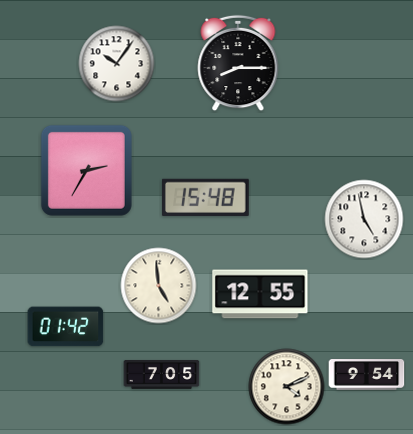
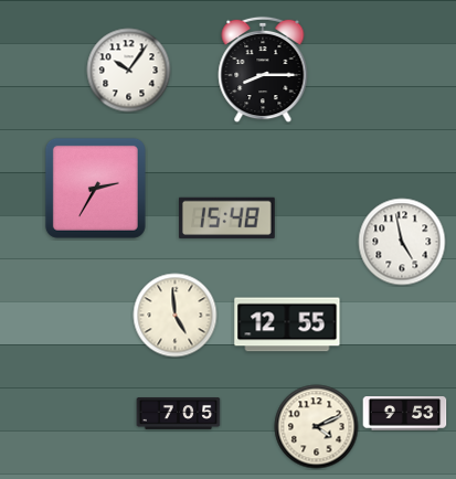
clock at (66, 327): 01:42 -> none
clock at (367, 375): 9:54 -> 9:53
